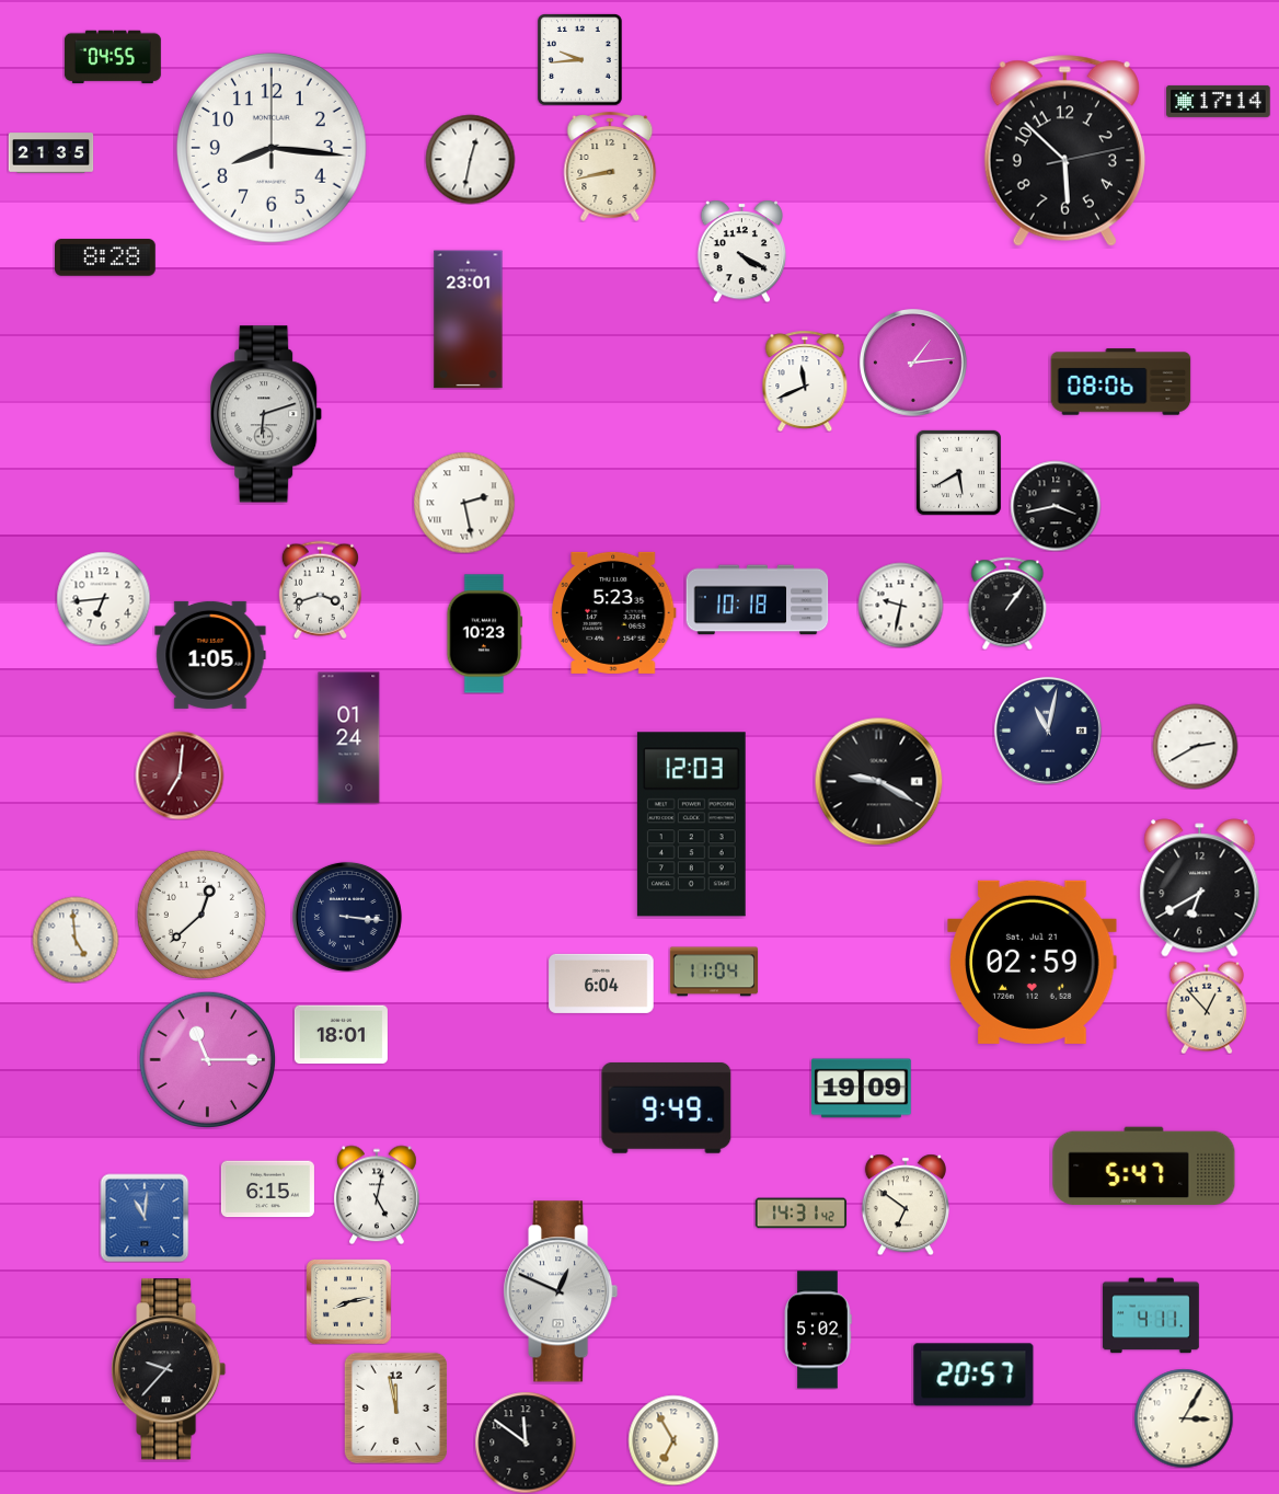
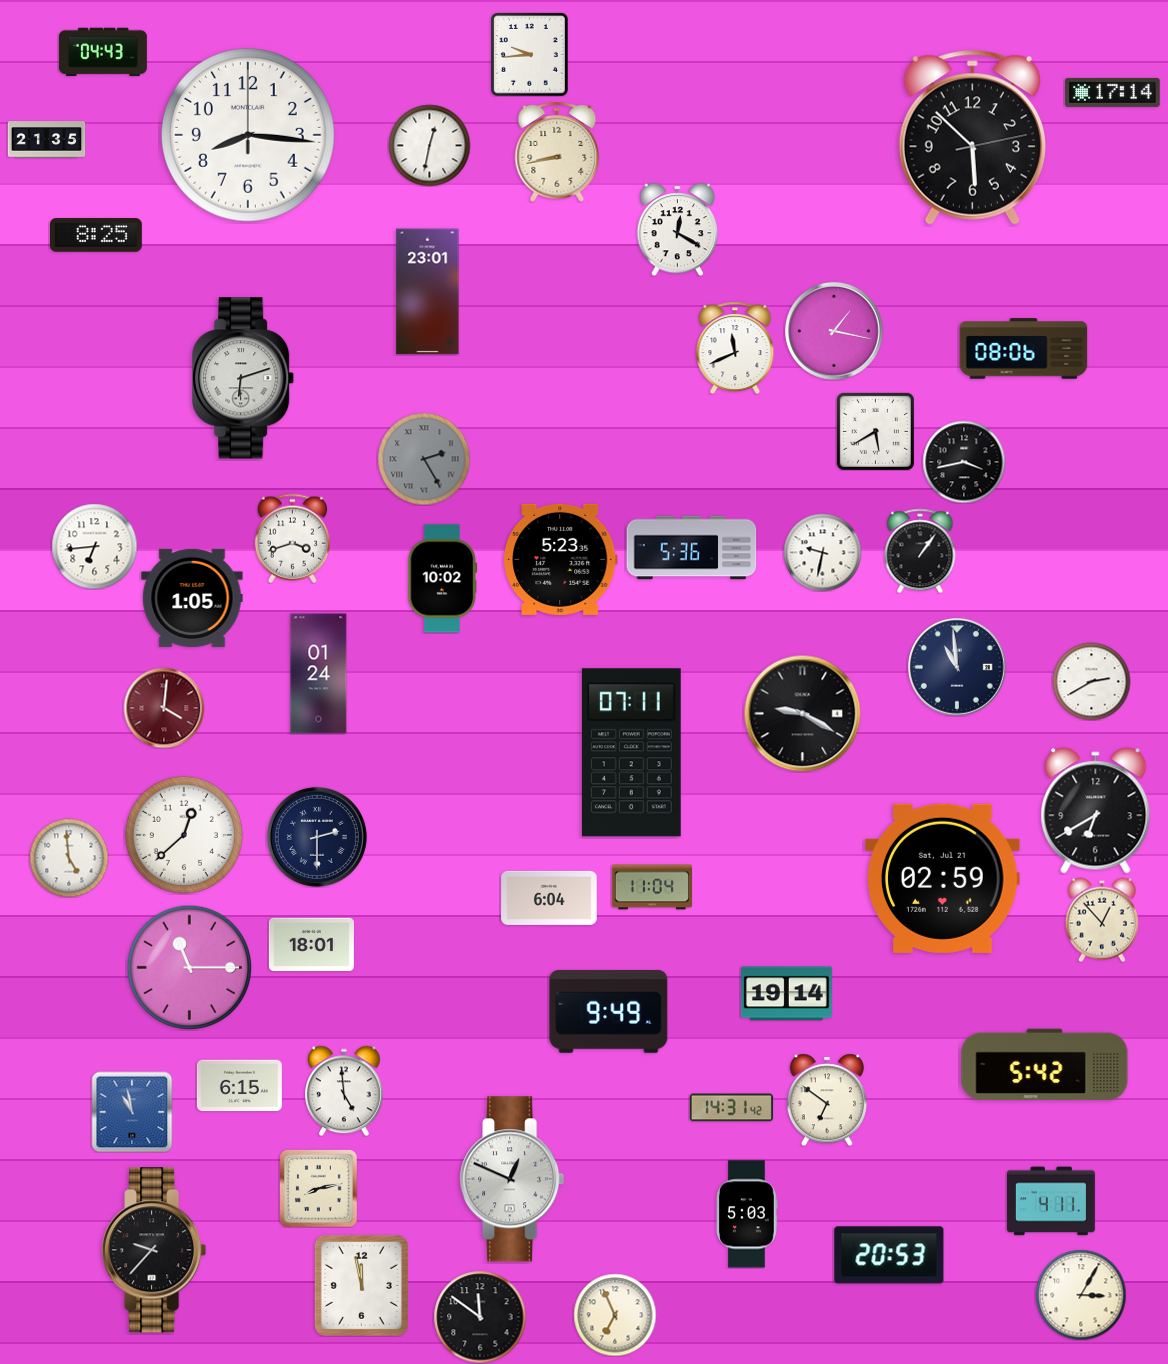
clock at (113, 57): 04:55 -> 04:43
clock at (742, 251): 4:20 -> 12:20
clock at (106, 257): 8:28 -> 8:25
clock at (913, 363): 1:14 -> 1:17
clock at (464, 503): 2:28 -> 2:25
clock at (464, 503) dial: white -> grey
clock at (758, 600): 10:18 -> 5:36
clock at (485, 634): 10:23 -> 10:02
clock at (1048, 731): 11:02 -> 10:59
clock at (180, 775): 7:01 -> 4:01
clock at (691, 825): 12:03 -> 07:11
clock at (347, 917): 3:16 -> 2:30
clock at (862, 1089): 19:09 -> 19:14
clock at (1144, 1167): 5:47 -> 5:42
clock at (267, 1190) position: (267, 1190) -> (239, 1086)
clock at (378, 1195): 5:02 -> 4:59
clock at (145, 1218): 11:01 -> 10:58
clock at (818, 1330): 5:02 -> 5:03
clock at (973, 1375): 20:57 -> 20:53
clock at (673, 1440): 6:55 -> 6:56
